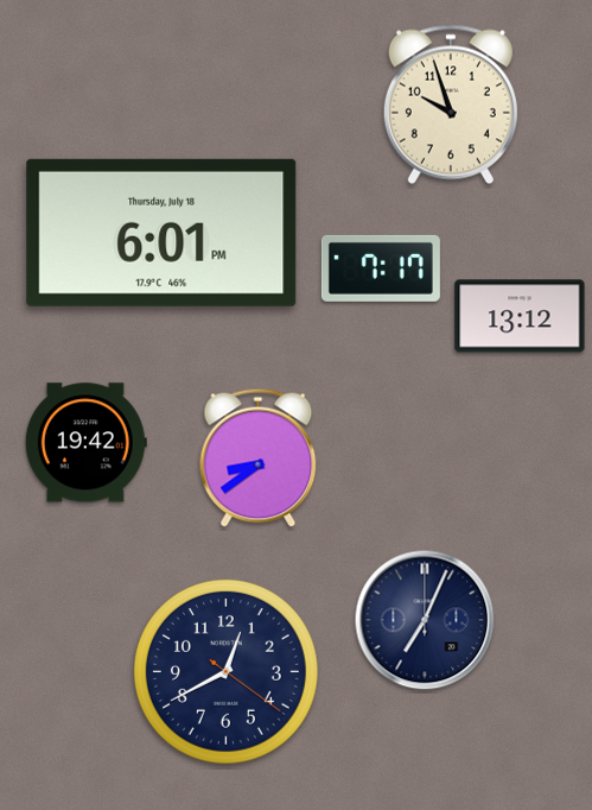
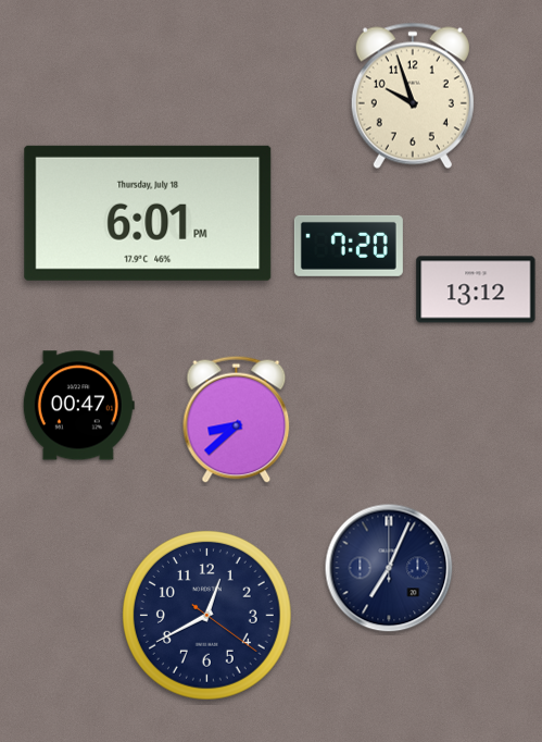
clock at (381, 268): 7:17 -> 7:20
clock at (85, 443): 19:42 -> 00:47
clock at (259, 457): 8:39 -> 8:38
